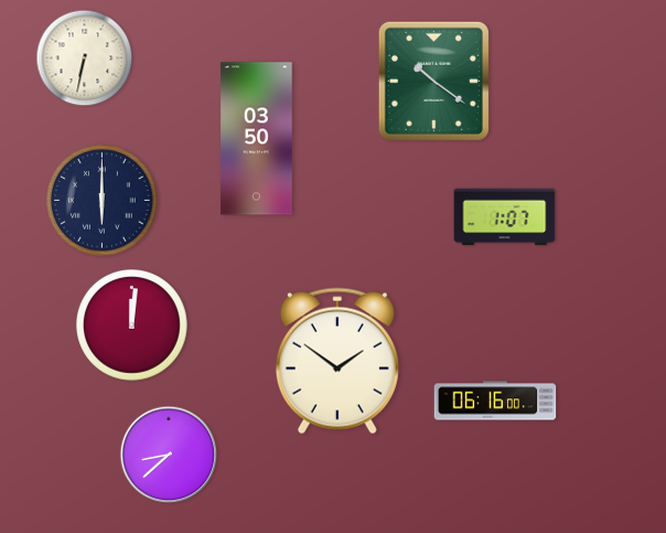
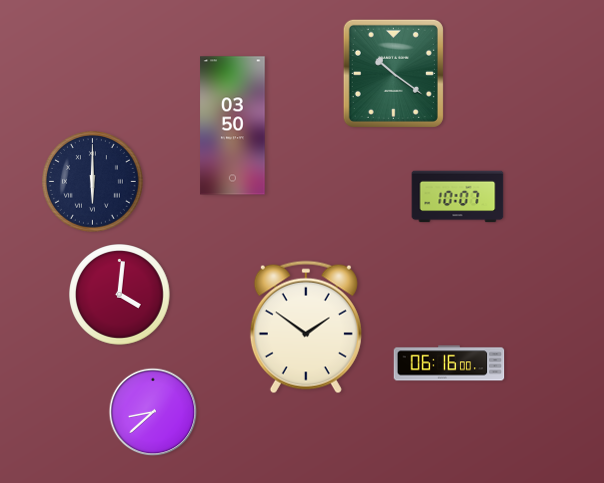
clock at (85, 58): 6:32 -> none
clock at (505, 217): 1:07 -> 10:07
clock at (132, 326): 12:01 -> 4:01
